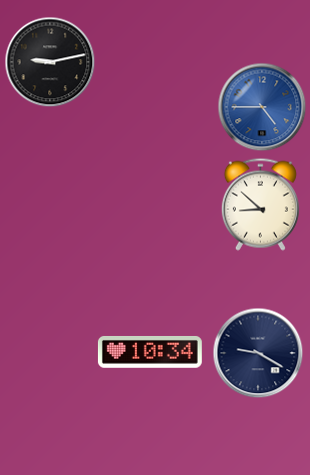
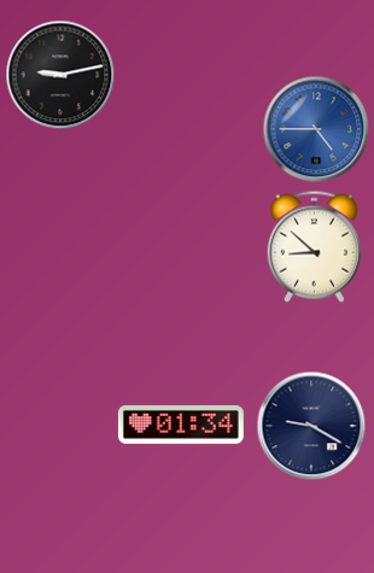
clock at (150, 352): 10:34 -> 01:34
